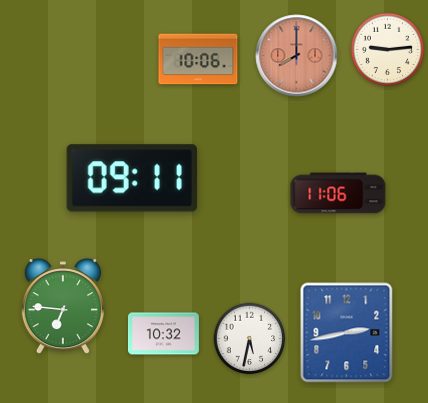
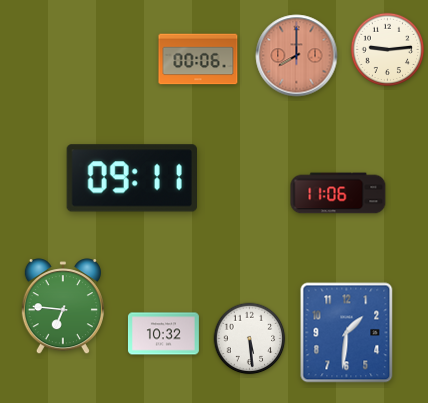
clock at (198, 59): 10:06 -> 00:06
clock at (347, 333): 2:43 -> 1:31
clock at (250, 339): 5:32 -> 5:29
